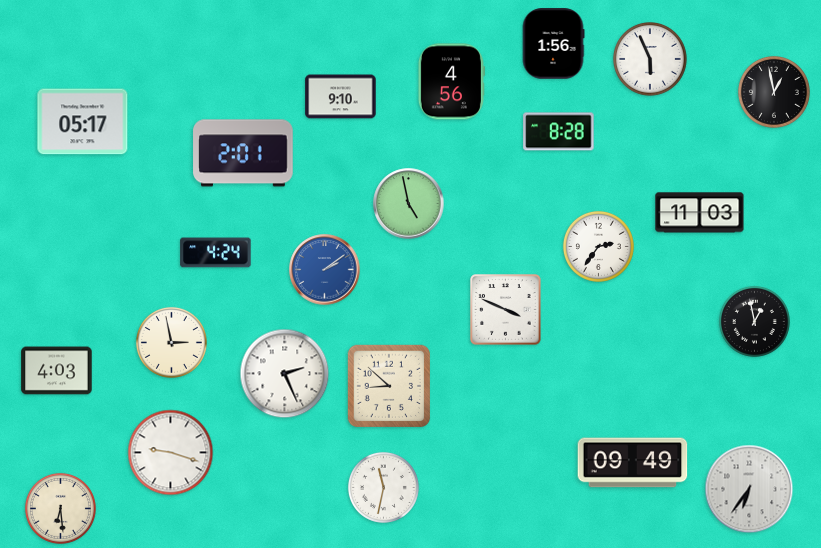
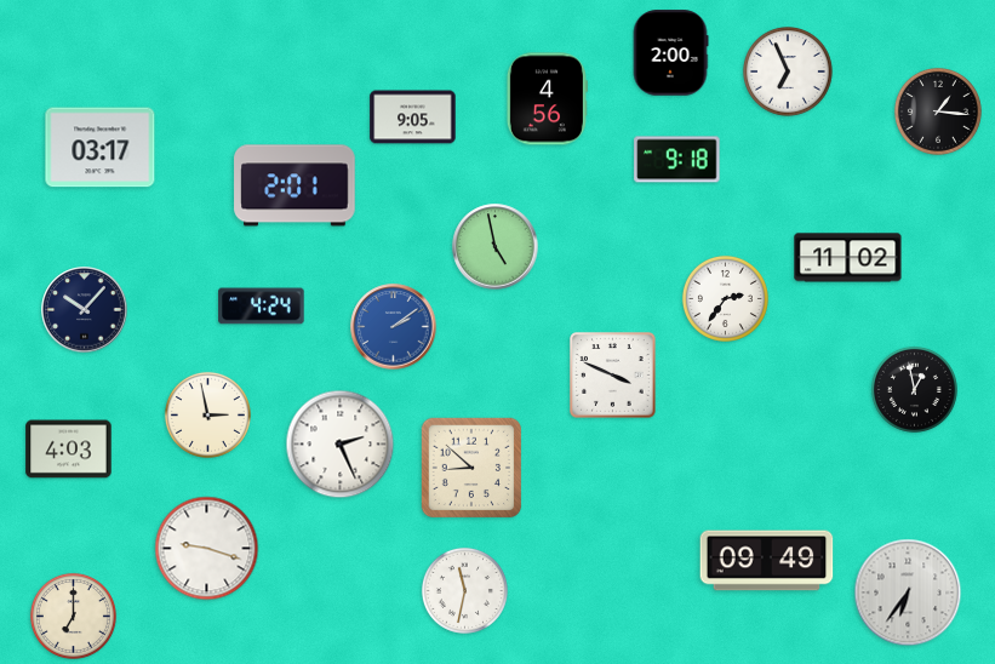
clock at (553, 44): 1:56 -> 2:00
clock at (650, 59): 5:56 -> 6:56
clock at (774, 92): 12:58 -> 1:16
clock at (341, 97): 9:10 -> 9:05
clock at (83, 122): 05:17 -> 03:17
clock at (559, 132): 8:28 -> 9:18
clock at (700, 213): 11:03 -> 11:02
clock at (85, 310): none -> 10:07
clock at (285, 374) position: (285, 374) -> (341, 445)
clock at (60, 508): 6:29 -> 7:00
